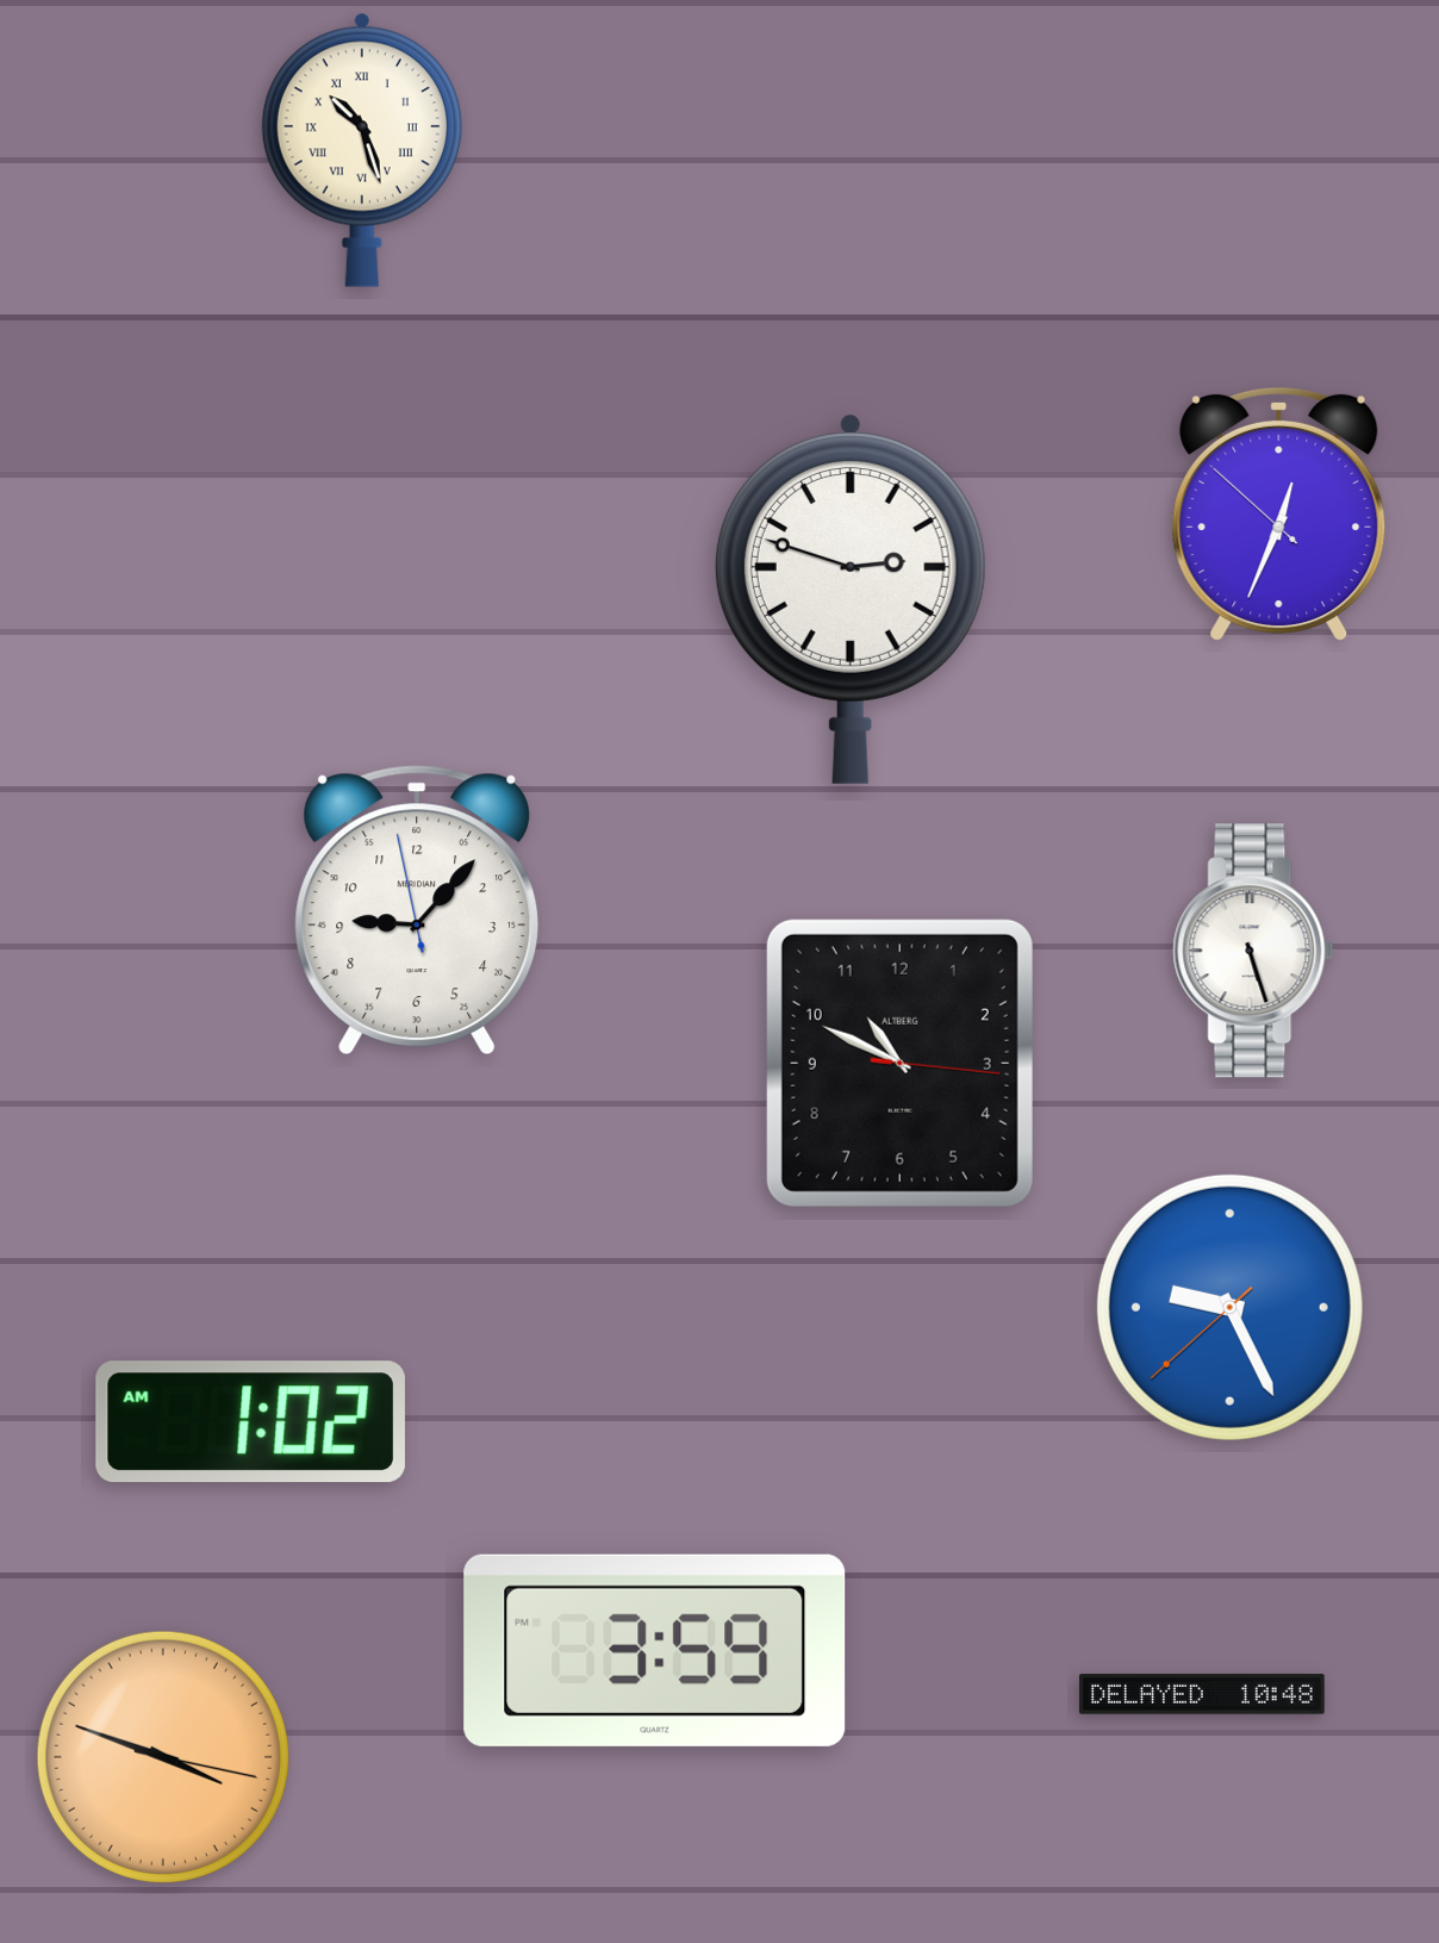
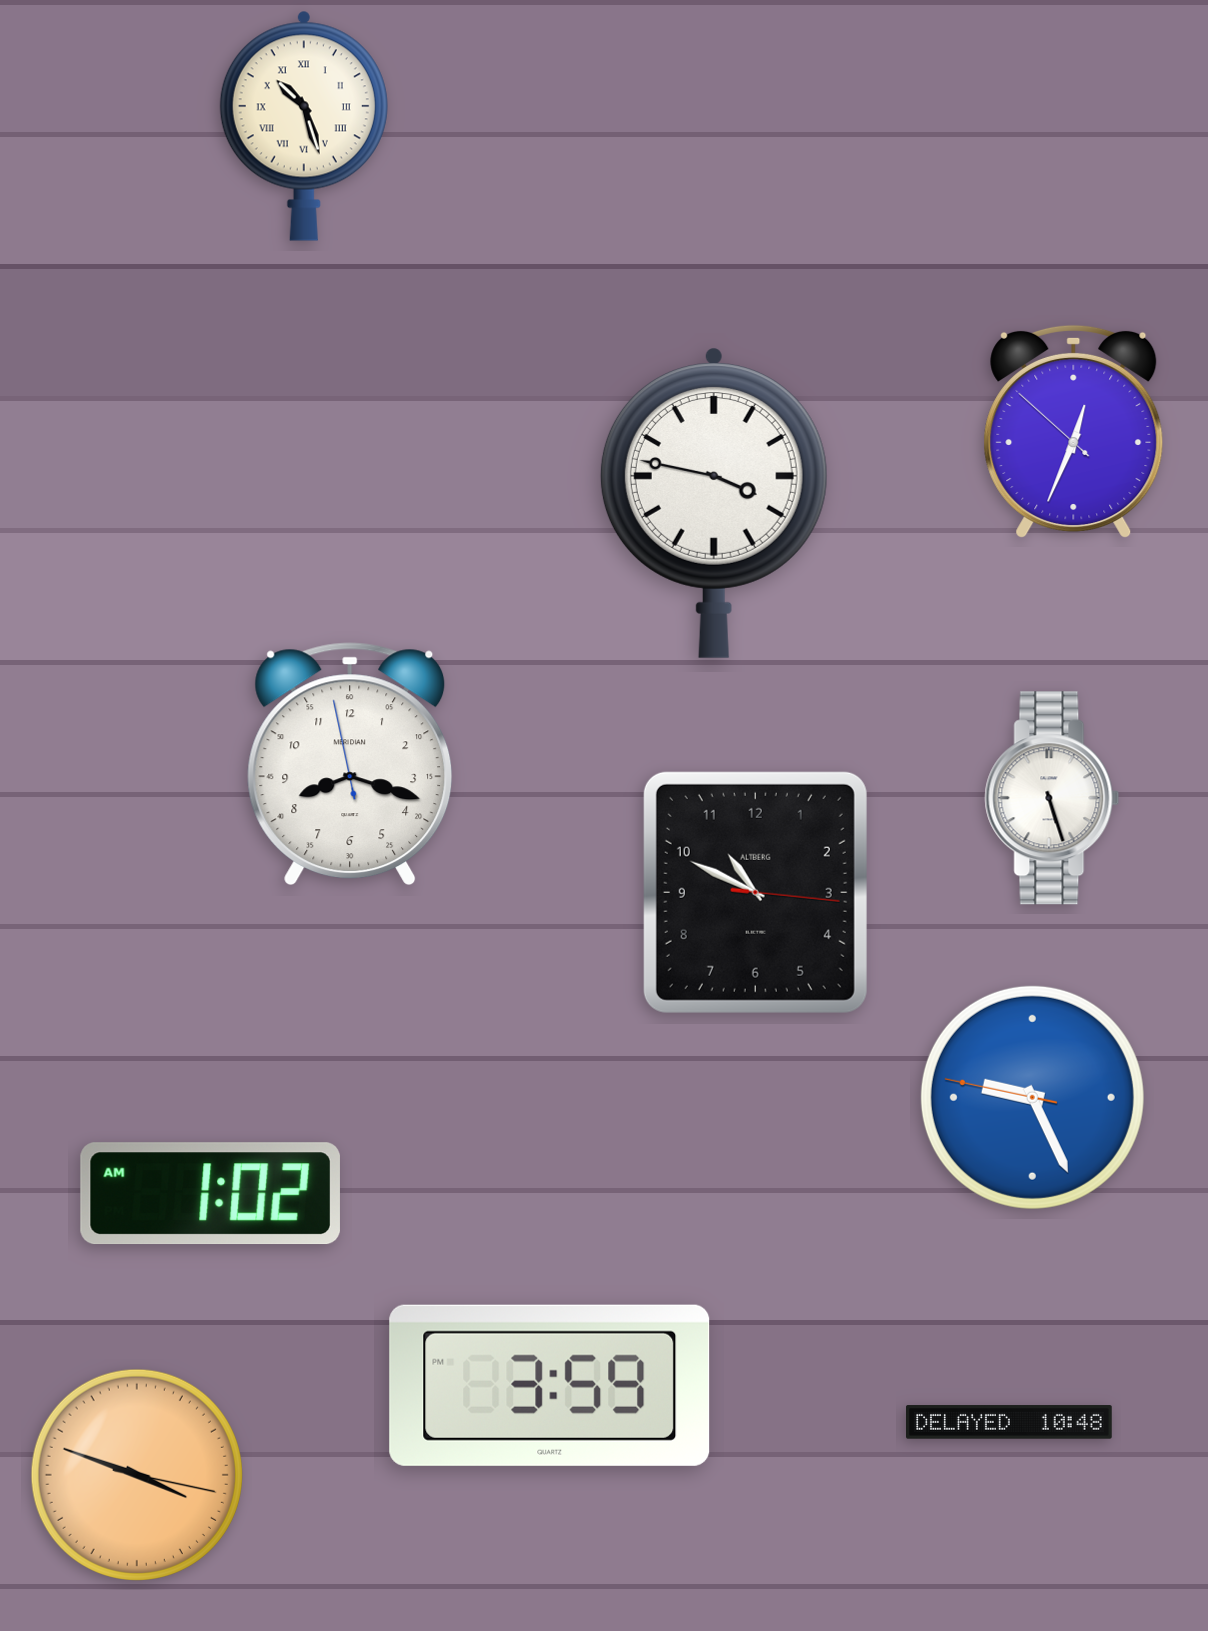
clock at (851, 599): 2:48 -> 3:47
clock at (417, 909): 9:06 -> 8:17
clock at (1229, 1307): 9:25:38 -> 9:25:47
